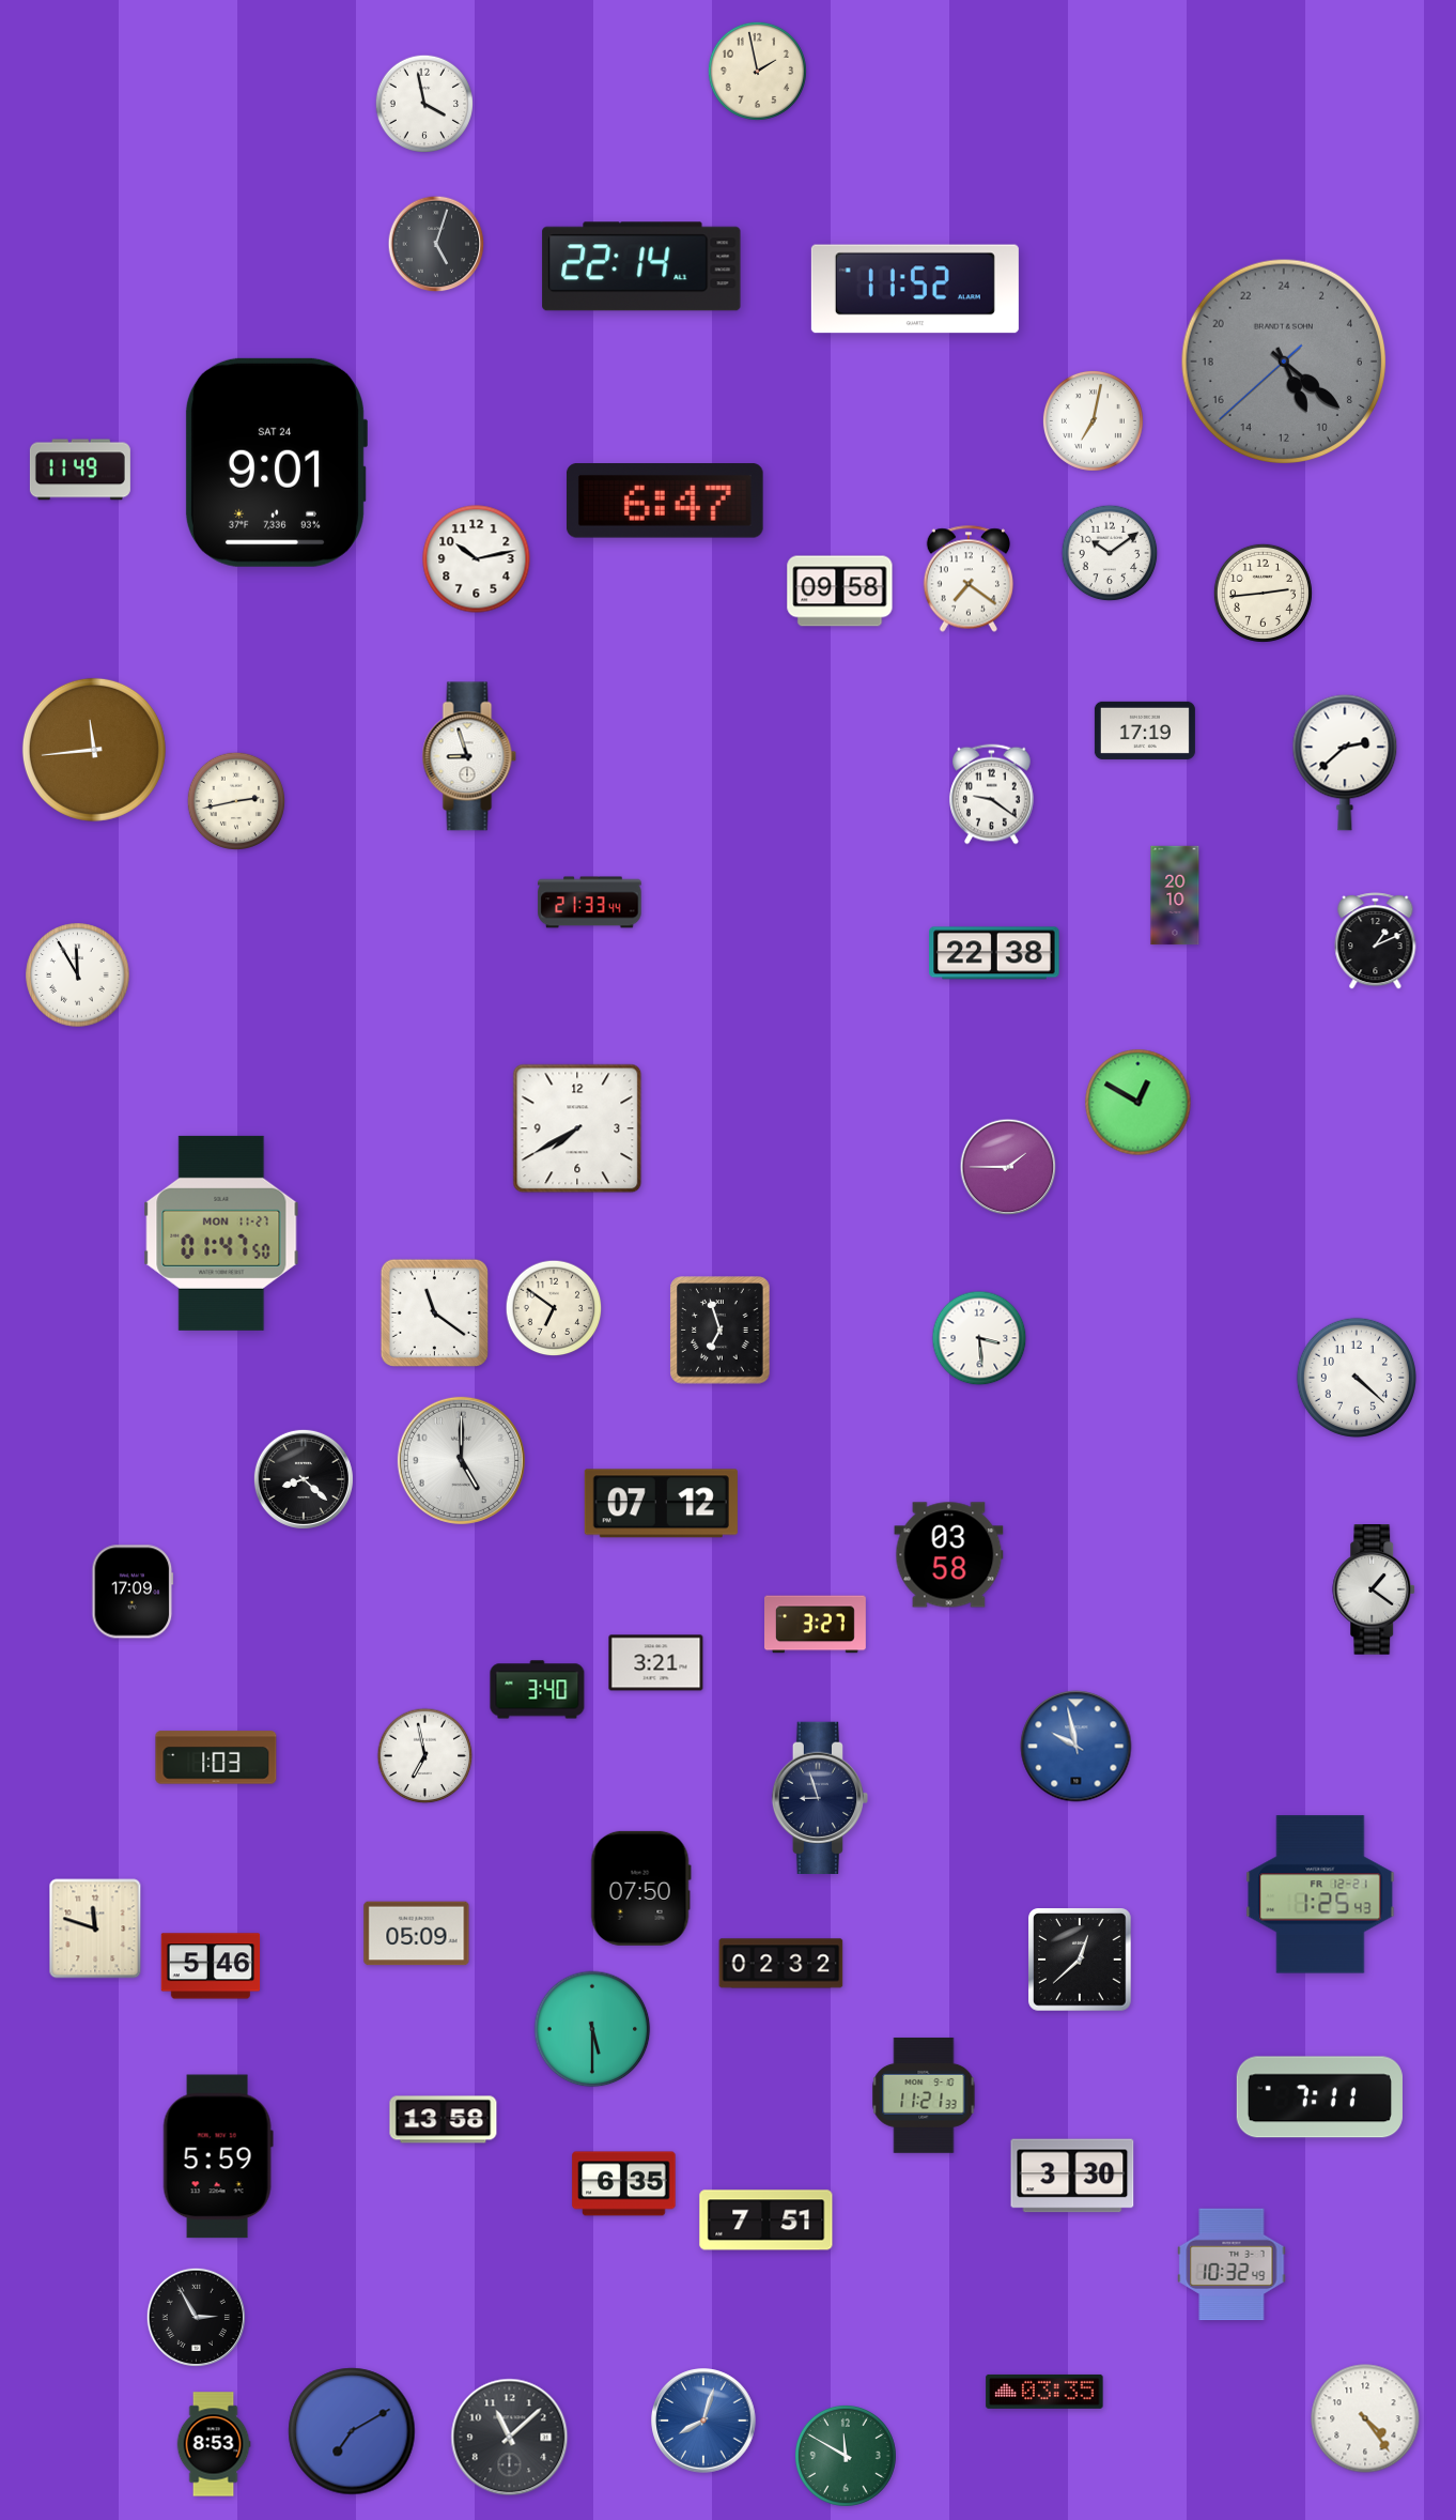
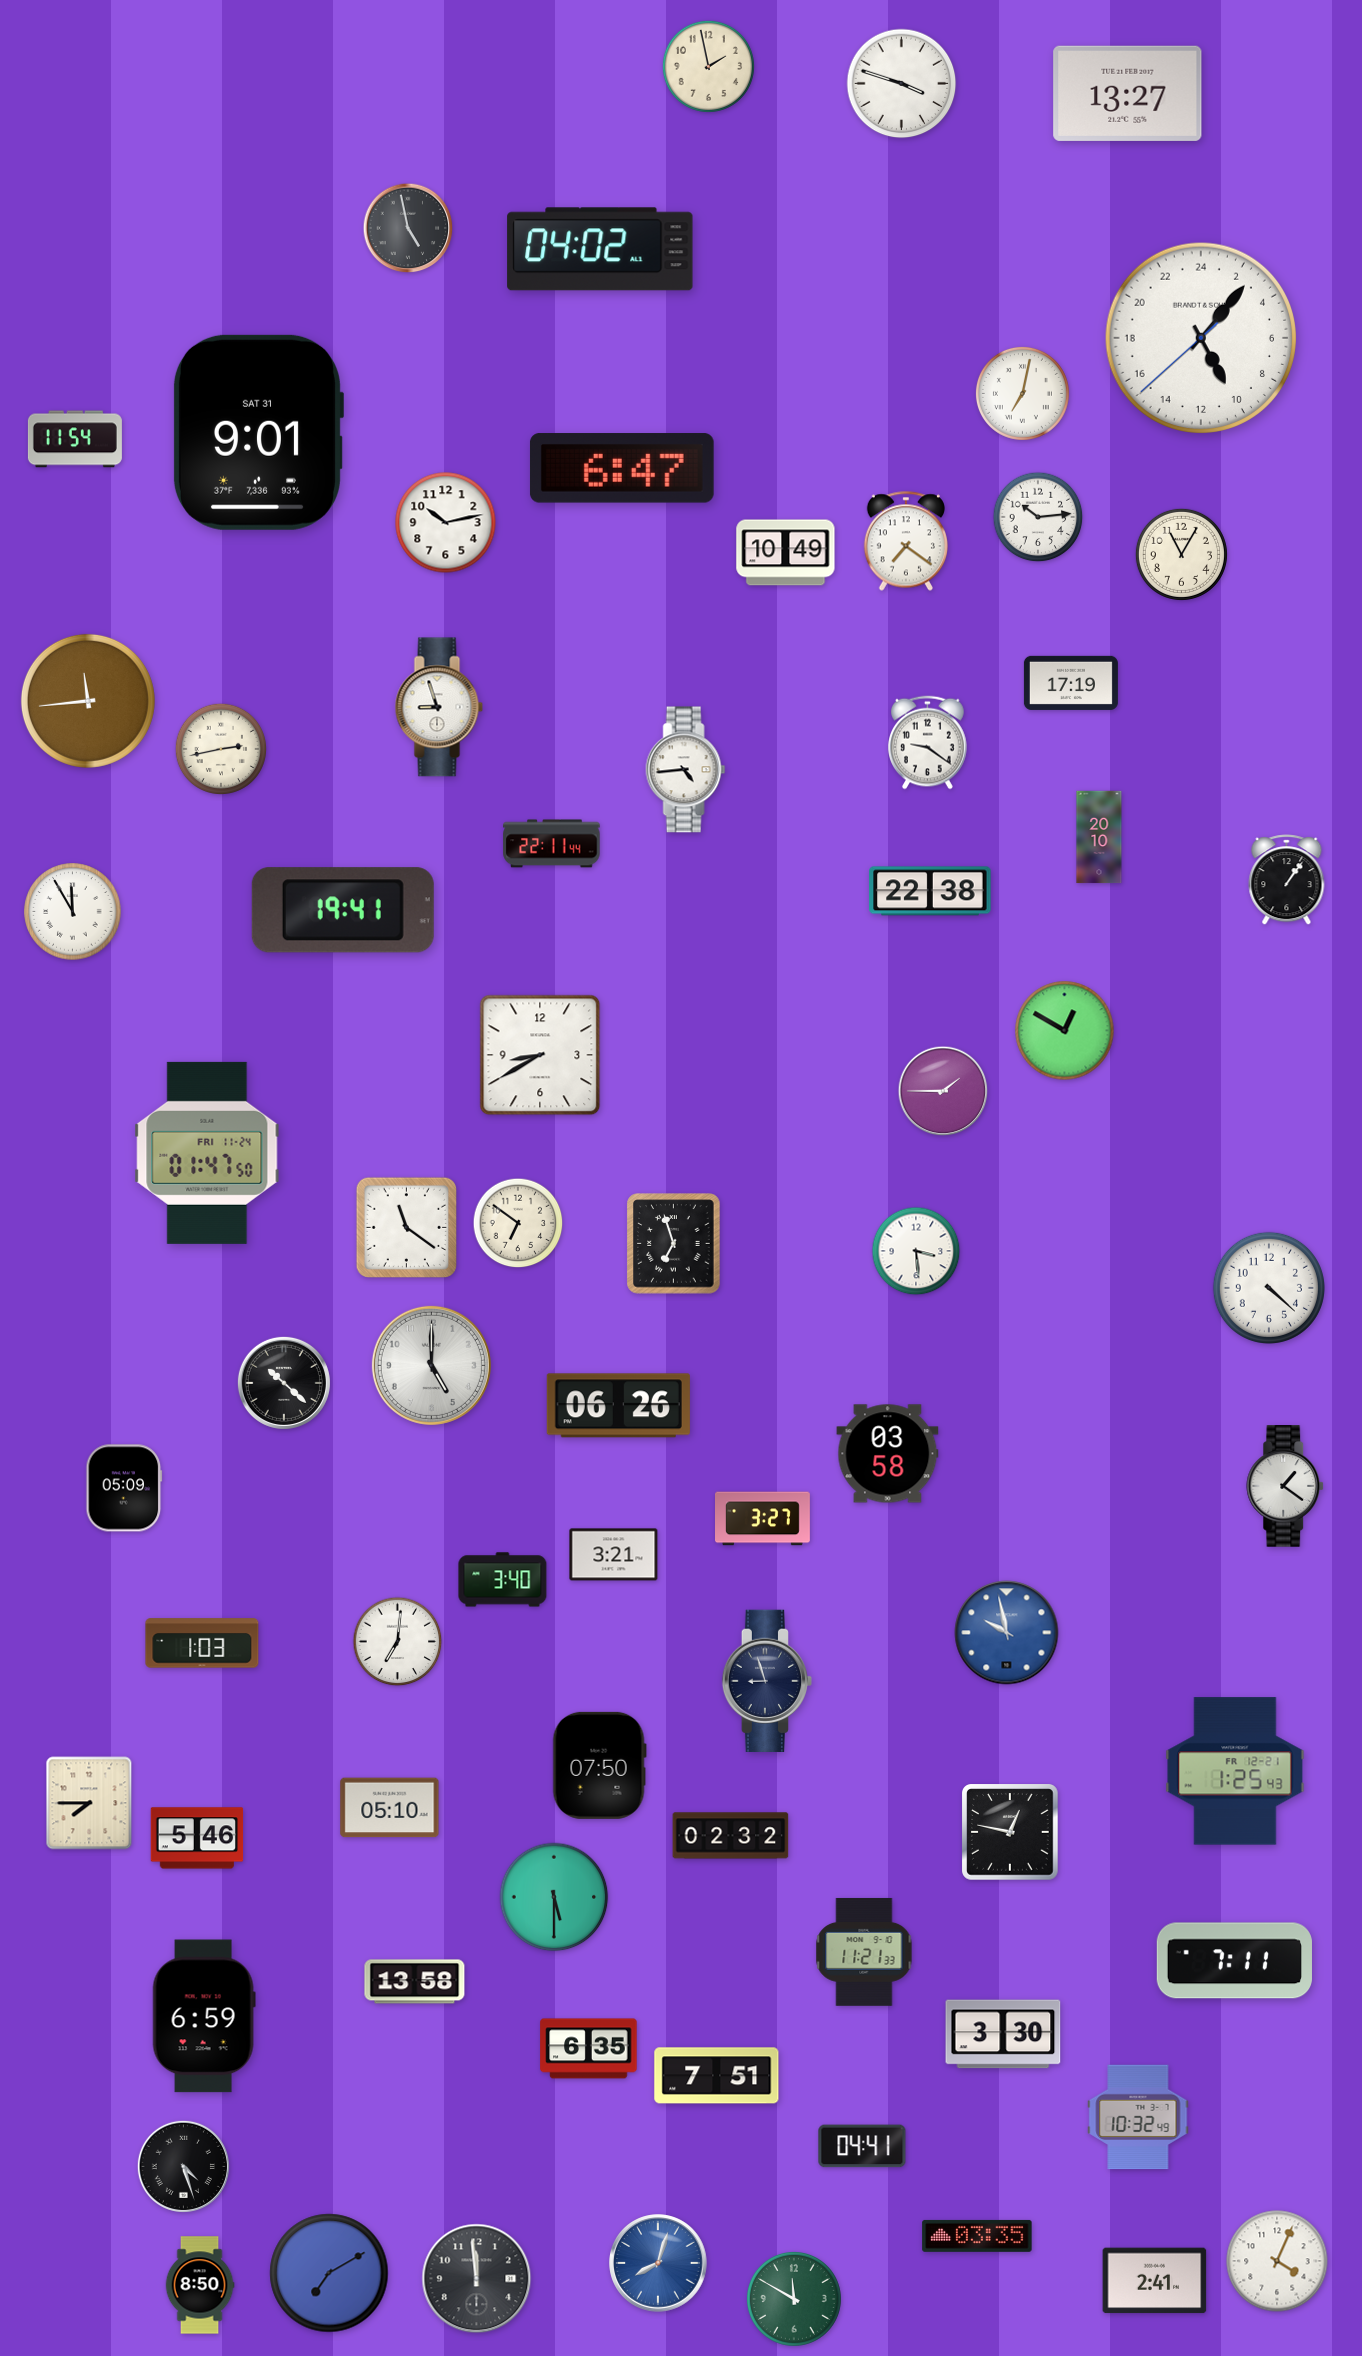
clock at (902, 84): none -> 3:48
clock at (1128, 93): none -> 13:27
clock at (423, 103): 3:58 -> none
clock at (436, 244): 5:03 -> 4:58
clock at (641, 266): 22:14 -> 04:02
clock at (915, 289): 11:52 -> none
clock at (1283, 360): 10:21 -> 10:06
clock at (1283, 360) dial: grey -> white
clock at (276, 462) date: SAT 24 -> SAT 31
clock at (80, 470): 11:49 -> 11:54
clock at (1110, 553): 10:09 -> 10:14
clock at (840, 591): 09:58 -> 10:49
clock at (1263, 593): 2:44 -> 11:05
clock at (1345, 763): 2:38 -> none
clock at (686, 770): none -> 4:44
clock at (590, 903): 21:33 -> 22:11
clock at (1376, 941): 1:11 -> 1:06
clock at (343, 910): none -> 19:41
clock at (577, 1128): 7:40 -> 8:40
clock at (221, 1233) date: MON 11-27 -> FRI 11-24
clock at (304, 1479): 8:22 -> 10:22
clock at (661, 1504): 07:12 -> 06:26
clock at (133, 1592): 17:09 -> 05:09
clock at (425, 1756): 6:58 -> 7:01
clock at (95, 1929): 11:48 -> 7:45
clock at (417, 1934): 05:09 -> 05:10
clock at (1080, 1960): 12:38 -> 12:47
clock at (924, 2095) position: (924, 2095) -> (864, 1952)
clock at (218, 2156): 5:59 -> 6:59
clock at (624, 2184) position: (624, 2184) -> (589, 2049)
clock at (1232, 2264) position: (1232, 2264) -> (1138, 2117)
clock at (862, 2146): none -> 04:41
clock at (196, 2317): 2:55 -> 4:27
clock at (1365, 2418): 4:24 -> 4:04
clock at (510, 2438): 11:08 -> 11:59
clock at (1155, 2281): none -> 2:41
clock at (214, 2444): 8:53 -> 8:50
clock at (846, 2456) position: (846, 2456) -> (794, 2299)
